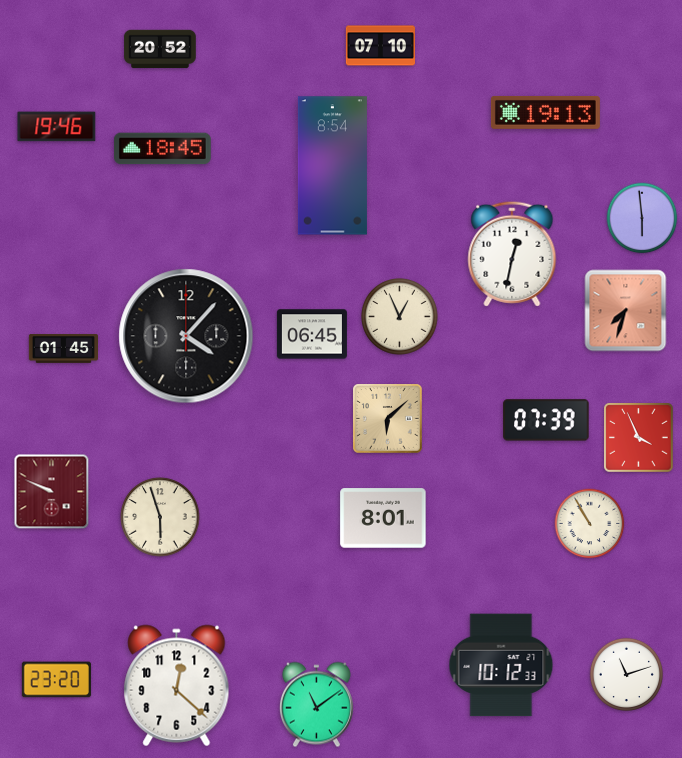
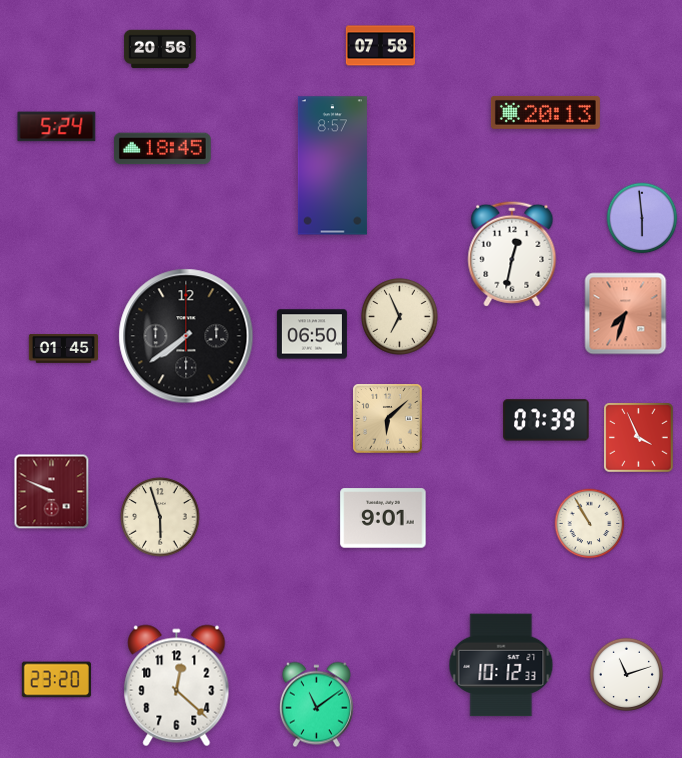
clock at (380, 46): 07:10 -> 07:58
clock at (160, 49): 20:52 -> 20:56
clock at (545, 112): 19:13 -> 20:13
clock at (57, 127): 19:46 -> 5:24
clock at (332, 166): 8:54 -> 8:57
clock at (626, 311) position: (626, 311) -> (626, 314)
clock at (400, 317): 12:56 -> 6:56
clock at (312, 334): 06:45 -> 06:50
clock at (186, 336): 4:07 -> 7:39
clock at (383, 518): 8:01 -> 9:01
